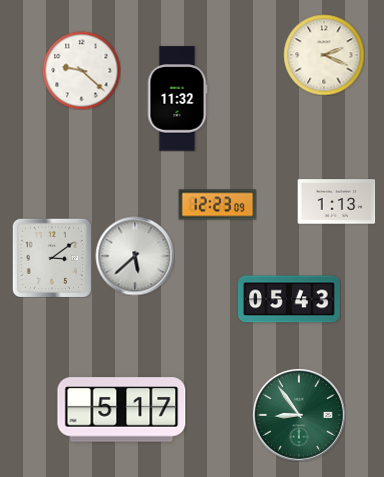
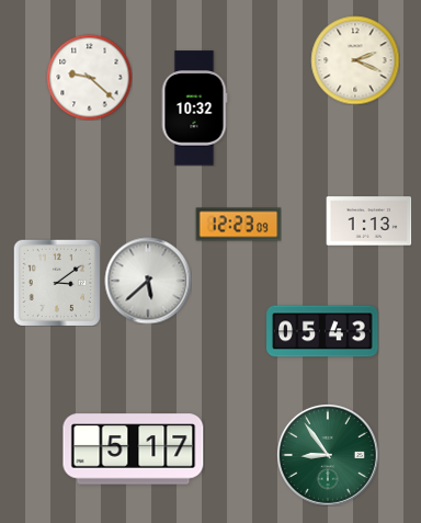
clock at (177, 99): 11:32 -> 10:32
clock at (289, 299) position: (289, 299) -> (322, 331)
